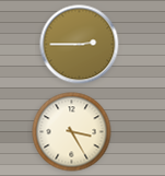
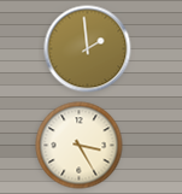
clock at (80, 45): 2:45 -> 1:59
